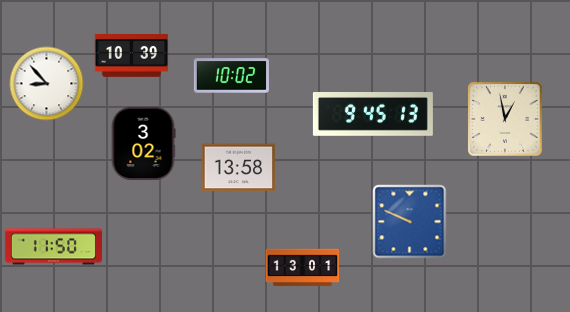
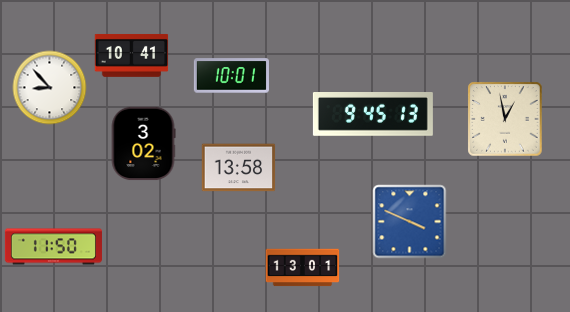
clock at (132, 55): 10:39 -> 10:41
clock at (231, 76): 10:02 -> 10:01
clock at (47, 84) position: (47, 84) -> (50, 88)
clock at (410, 222): 9:49 -> 3:49
